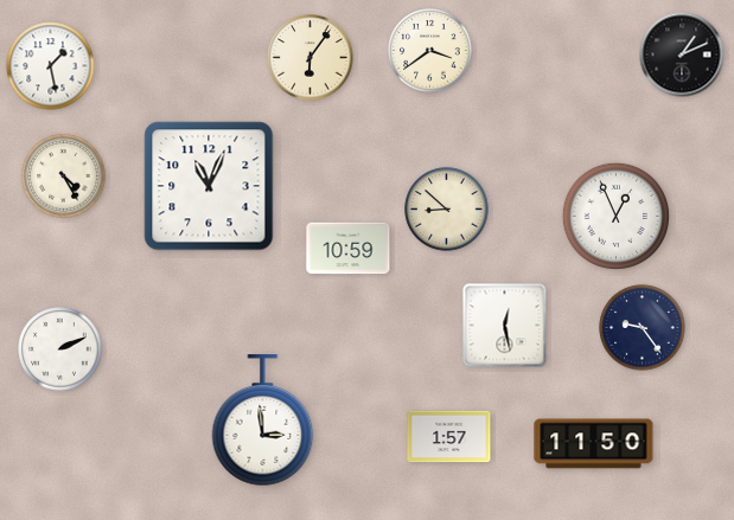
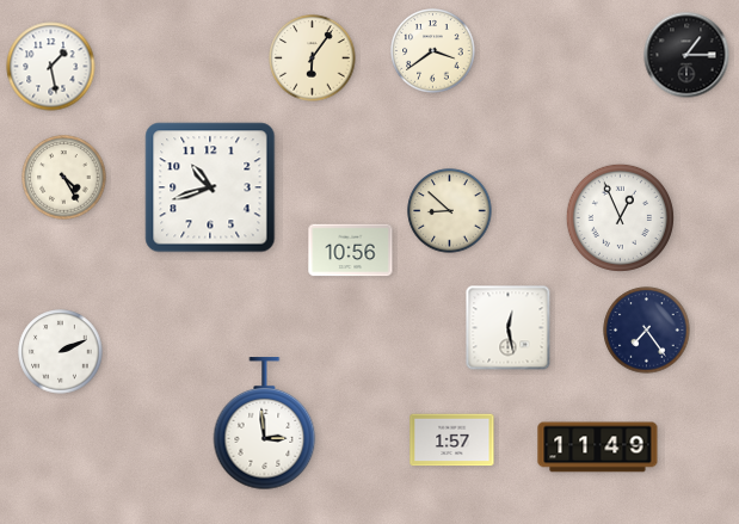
clock at (682, 54): 1:11 -> 1:15
clock at (209, 186): 11:04 -> 10:42
clock at (349, 249): 10:59 -> 10:56
clock at (643, 328): 9:24 -> 7:24
clock at (594, 444): 11:50 -> 11:49
